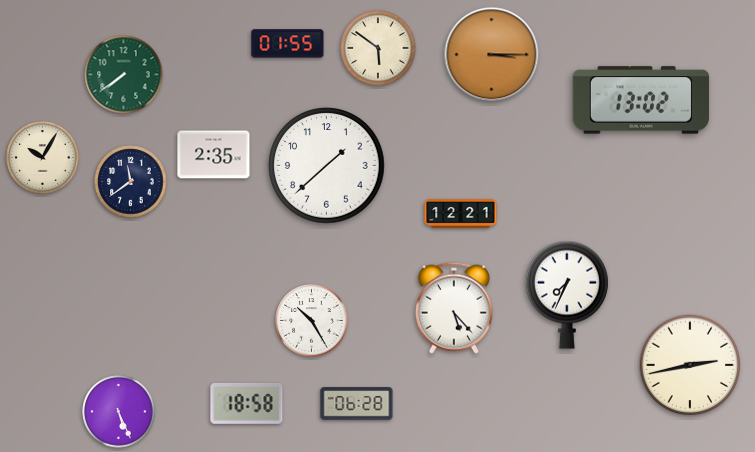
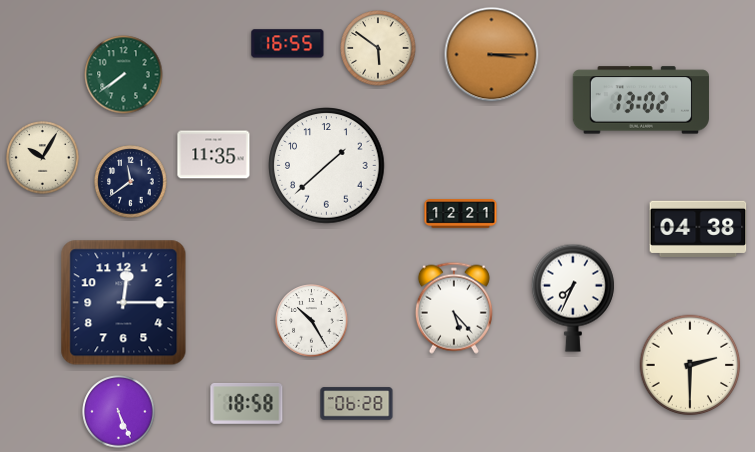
clock at (288, 44): 01:55 -> 16:55
clock at (214, 155): 2:35 -> 11:35
clock at (698, 229): none -> 04:38
clock at (567, 295) position: (567, 295) -> (573, 298)
clock at (124, 303): none -> 12:15
clock at (690, 365): 2:43 -> 2:30
